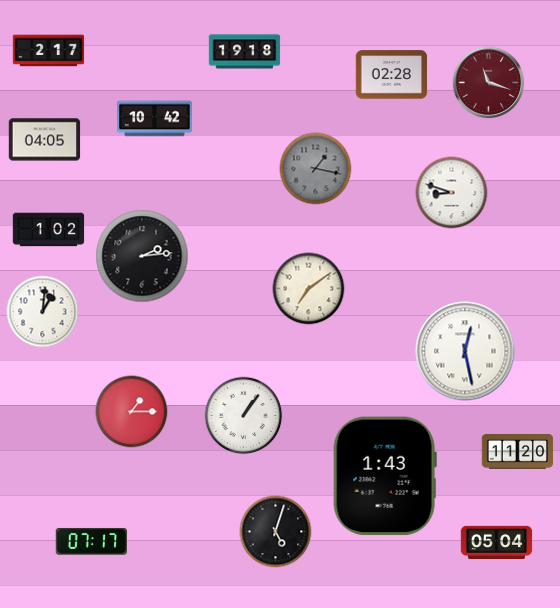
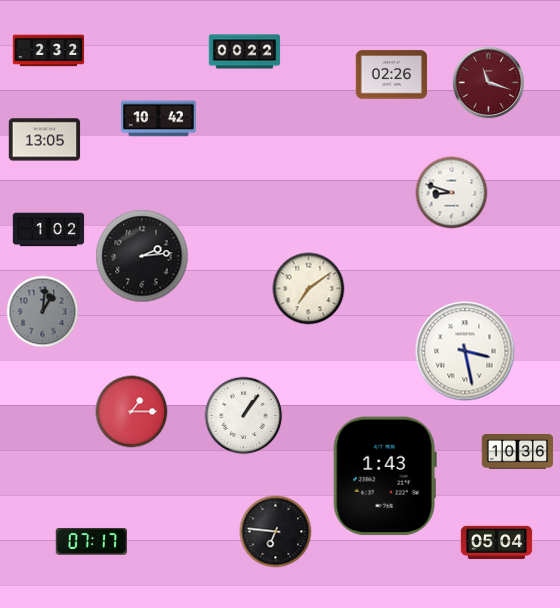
clock at (49, 51): 2:17 -> 2:32
clock at (245, 52): 19:18 -> 00:22
clock at (392, 75): 02:28 -> 02:26
clock at (155, 119) position: (155, 119) -> (159, 119)
clock at (45, 140): 04:05 -> 13:05
clock at (316, 169): 1:17 -> none
clock at (43, 312) dial: white -> grey
clock at (465, 351): 12:28 -> 3:28
clock at (518, 452): 11:20 -> 10:36
clock at (276, 532): 5:03 -> 6:46
